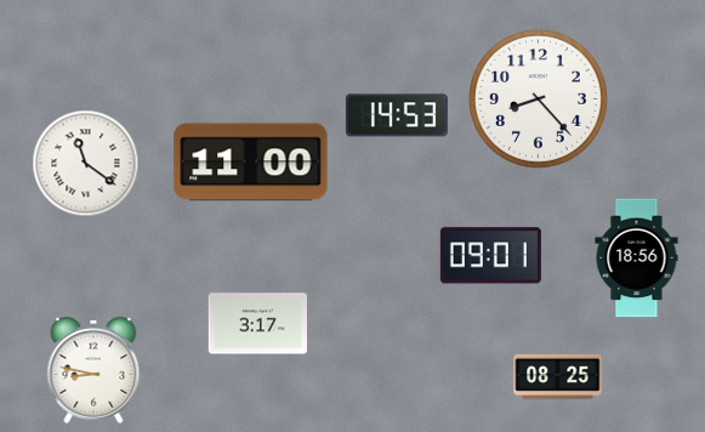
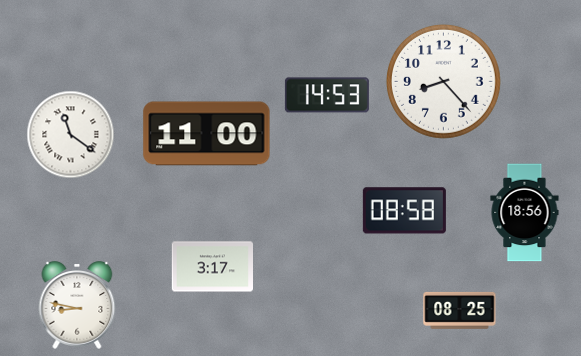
clock at (490, 256): 09:01 -> 08:58
